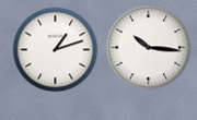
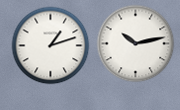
clock at (148, 47): 10:16 -> 10:13
